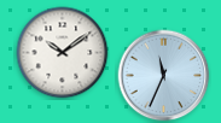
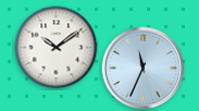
clock at (164, 76) position: (164, 76) -> (144, 69)
